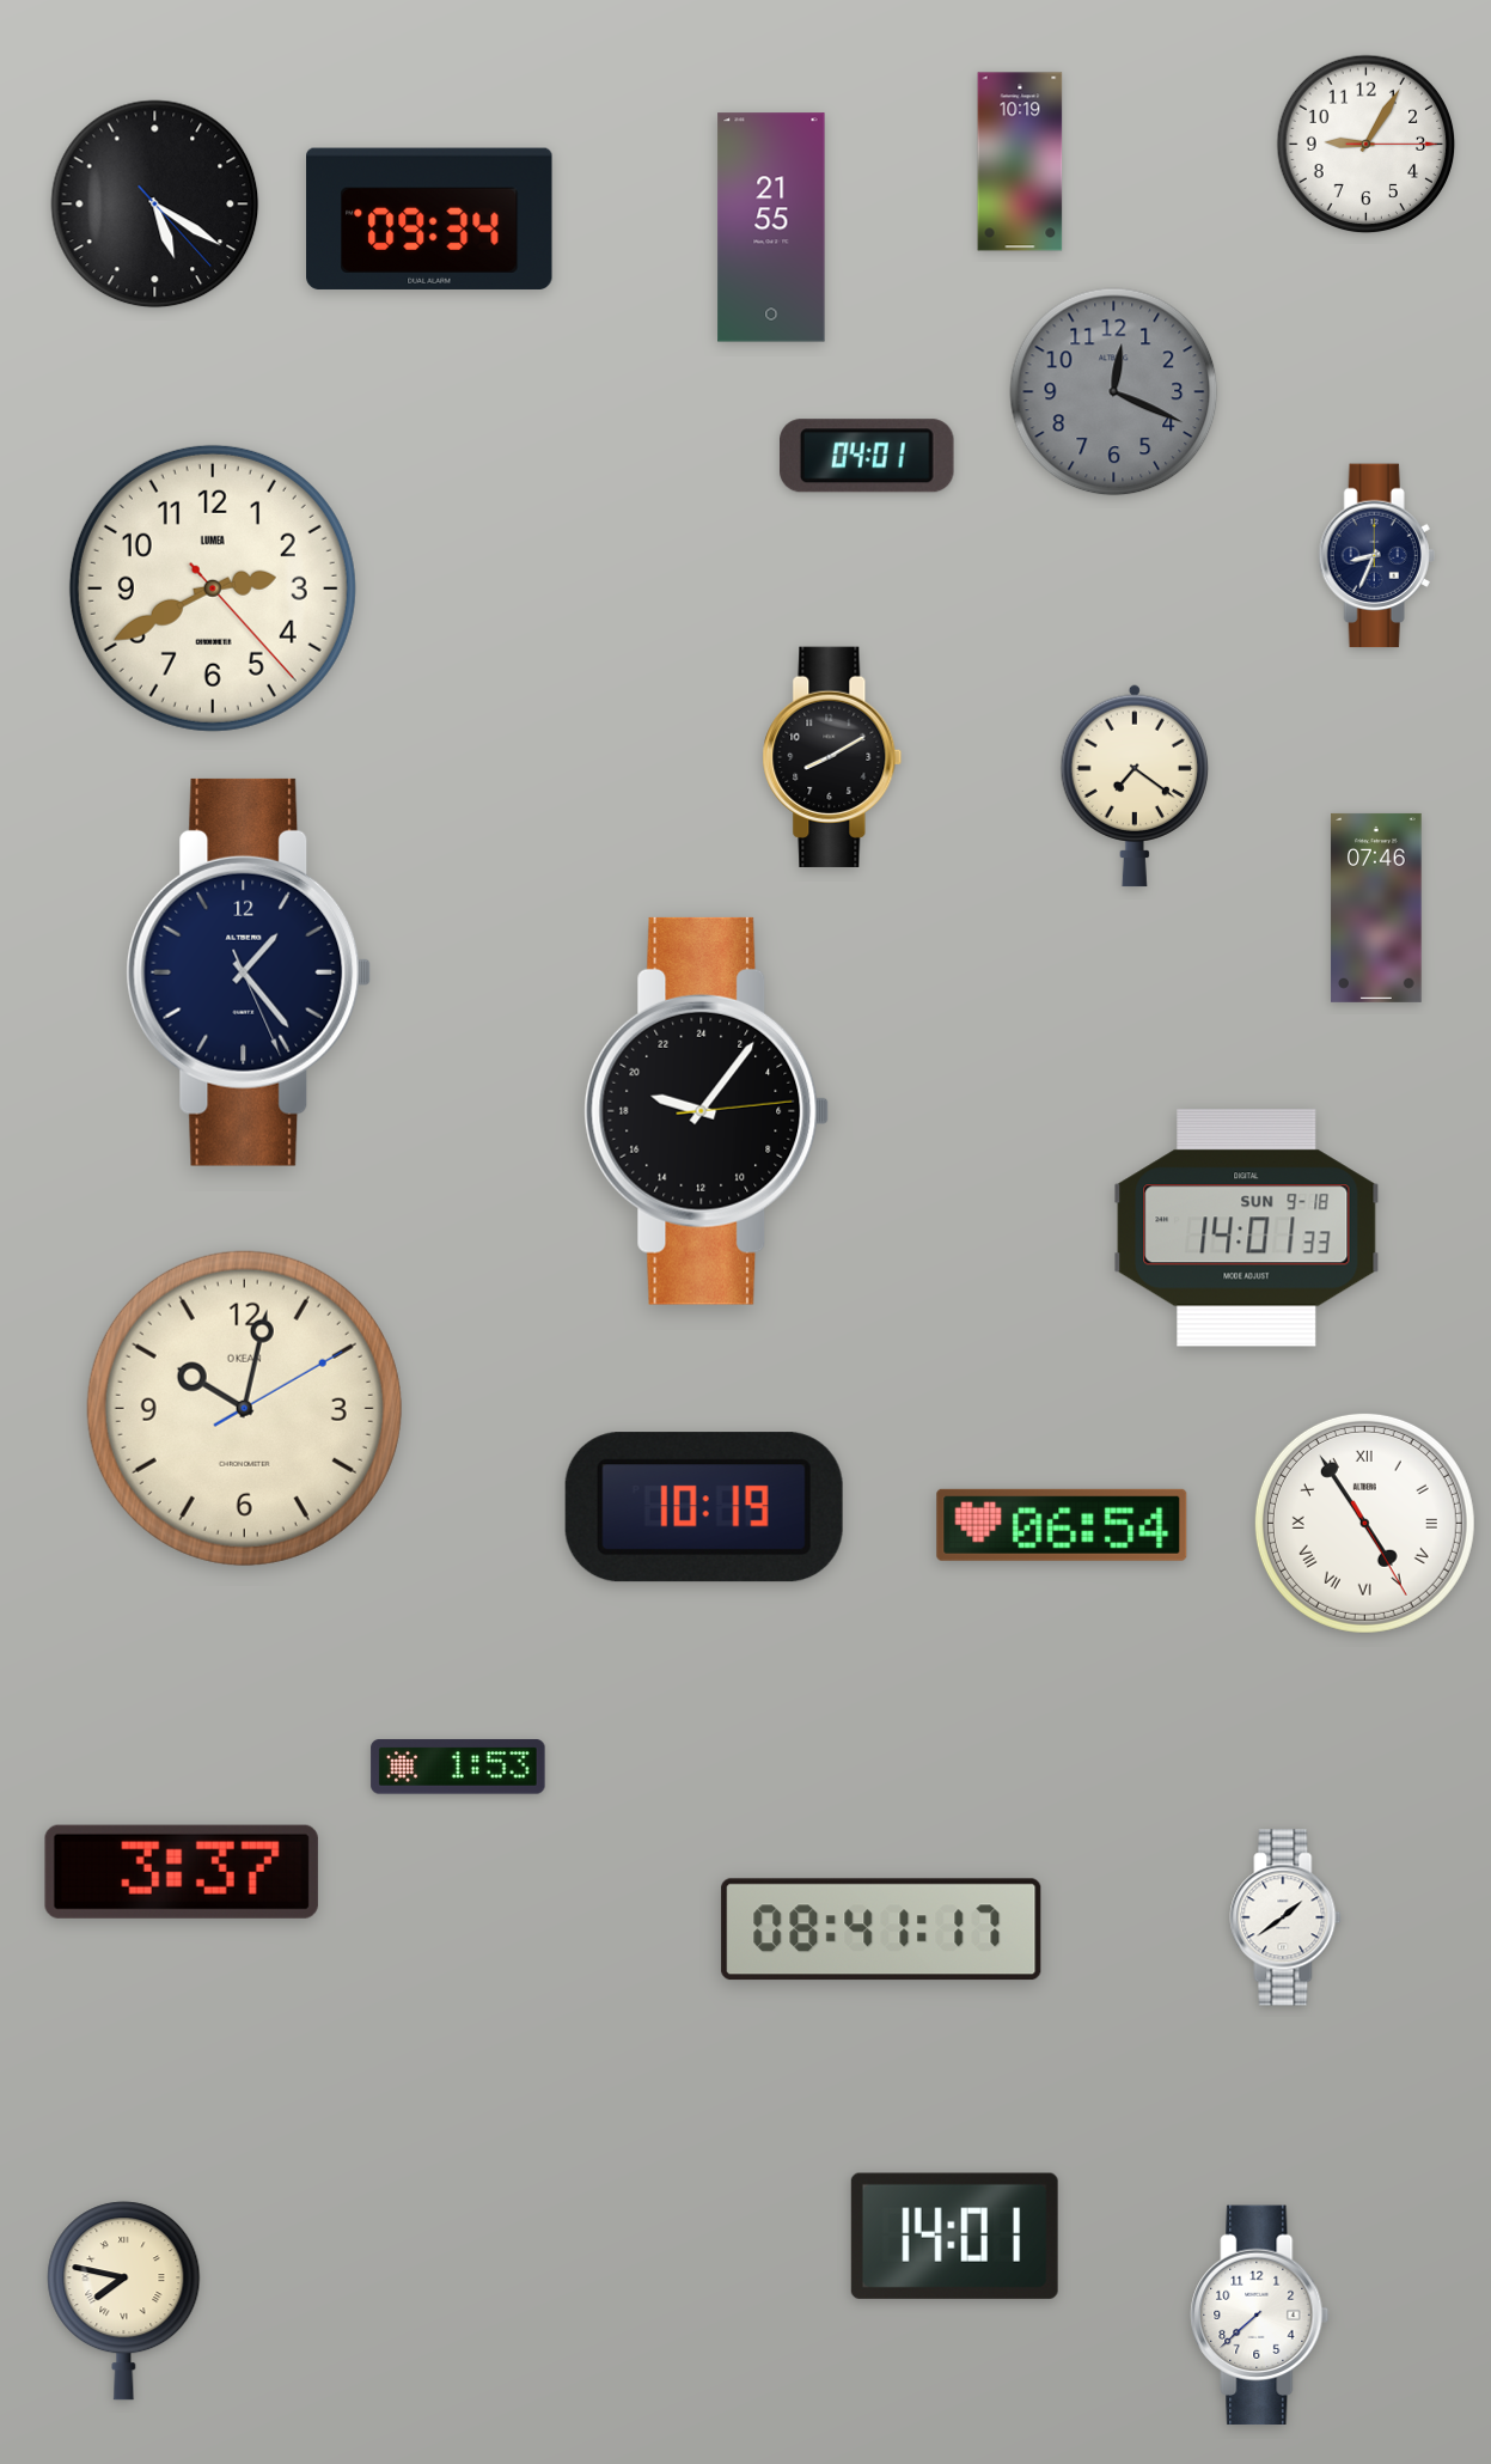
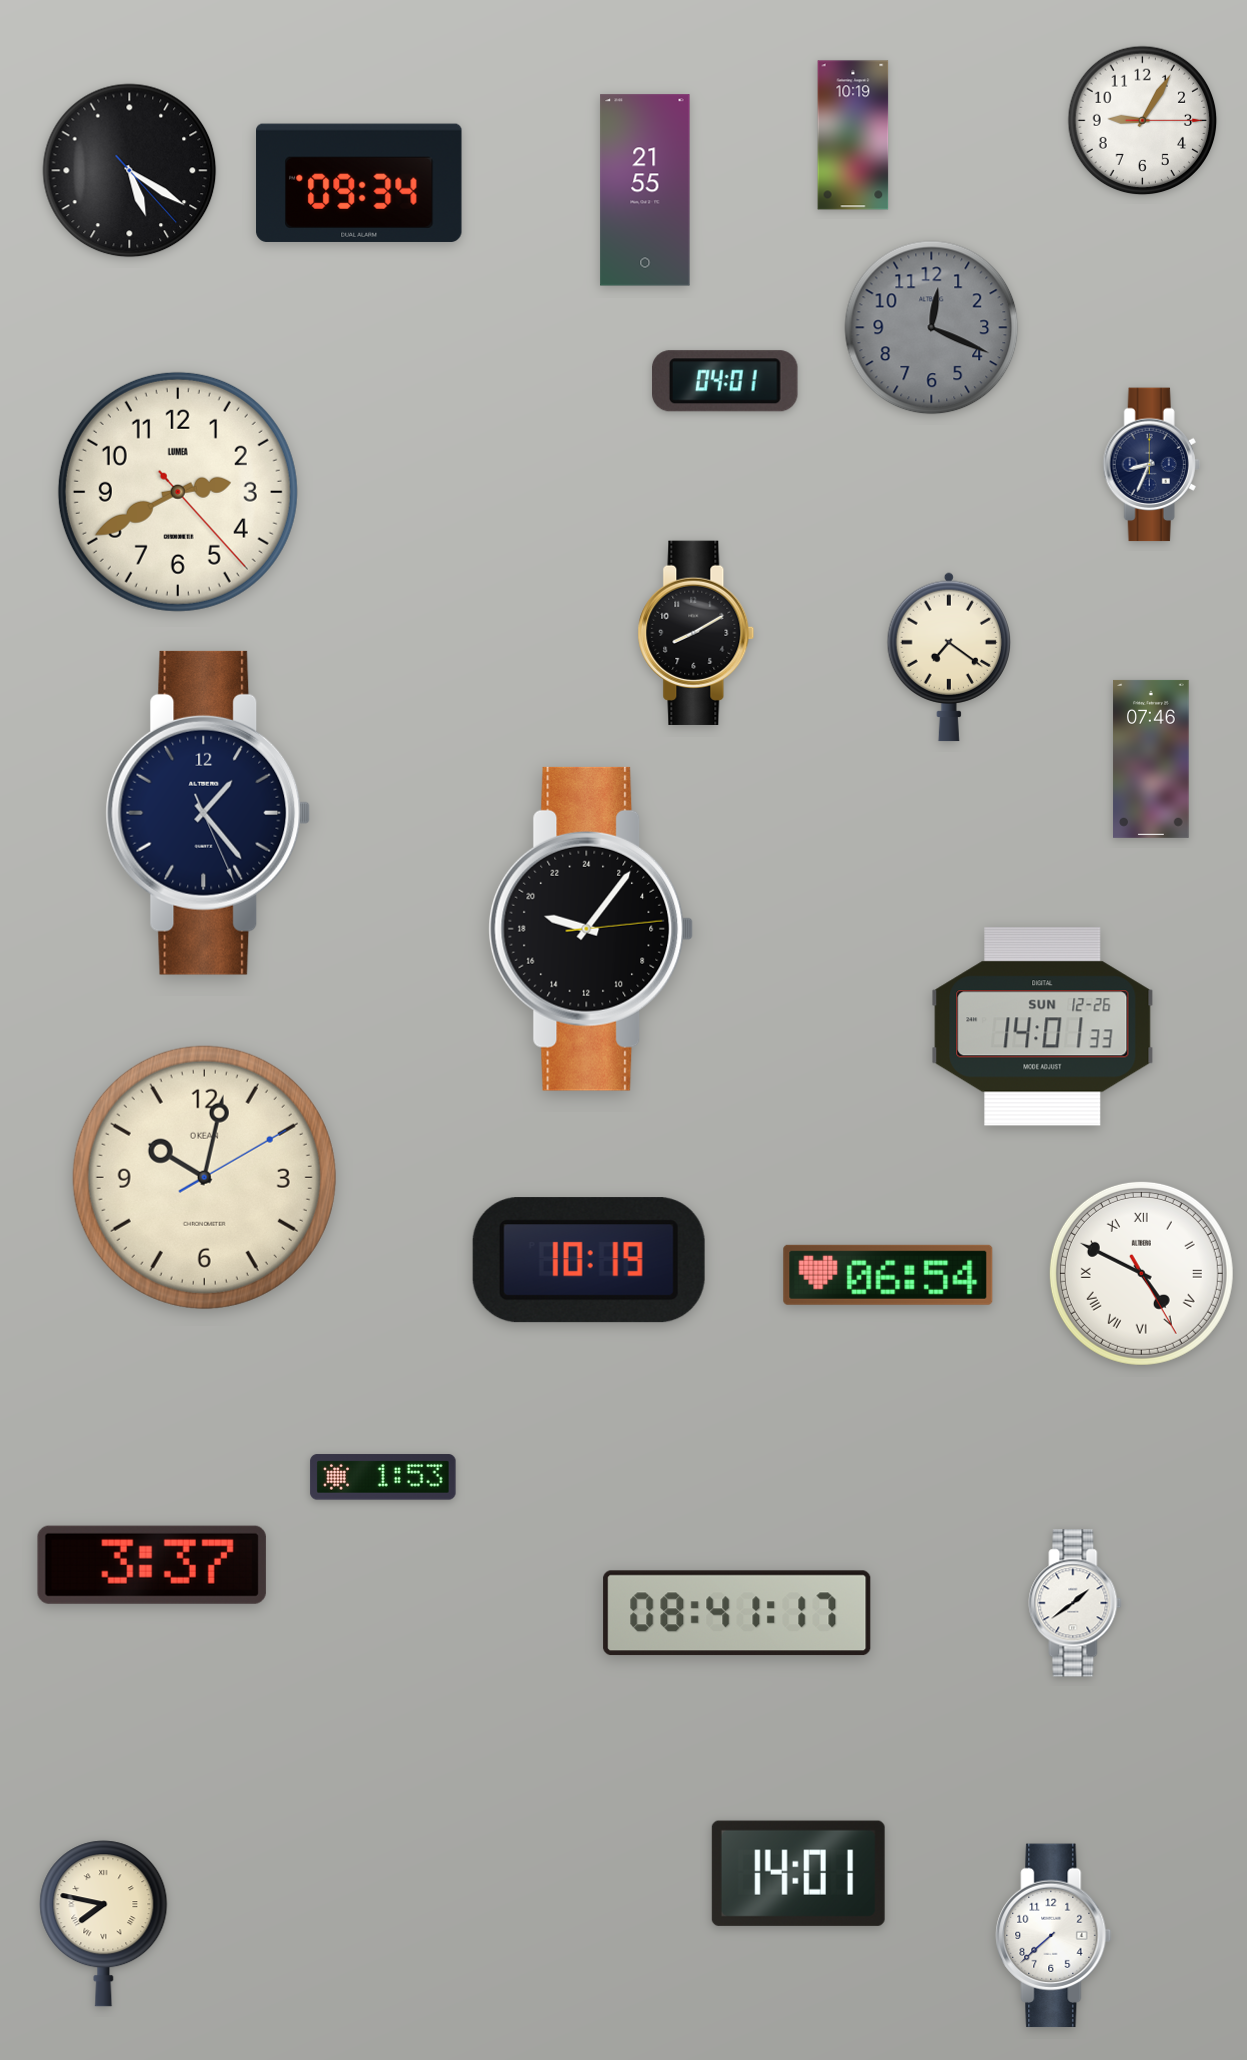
clock at (1247, 1228) date: SUN 9-18 -> SUN 12-26
clock at (1364, 1523): 4:54 -> 4:49
clock at (954, 2236) position: (954, 2236) -> (798, 1873)
